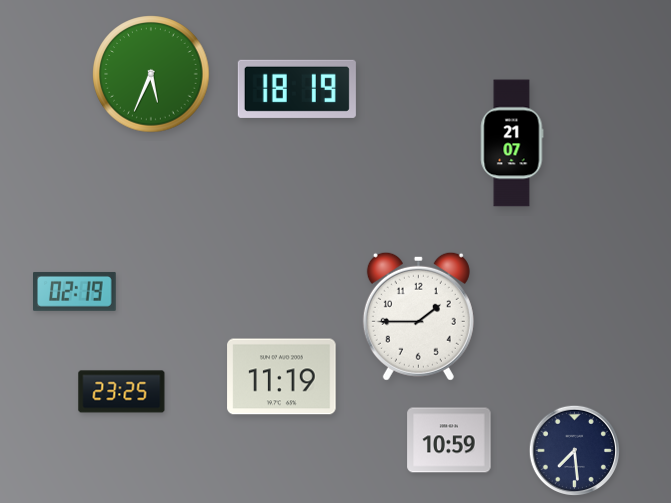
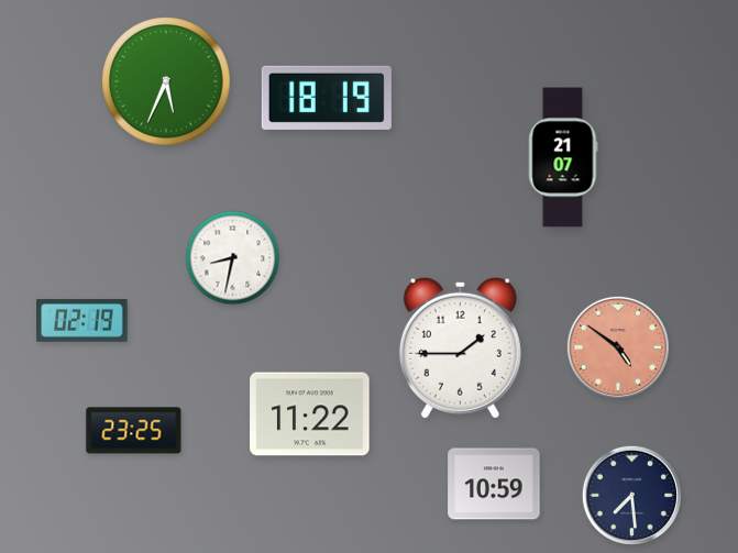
clock at (233, 258): none -> 8:32
clock at (618, 347): none -> 4:51
clock at (282, 377): 11:19 -> 11:22
